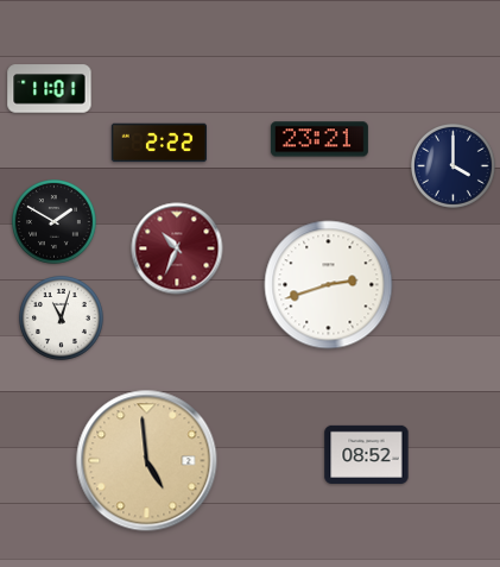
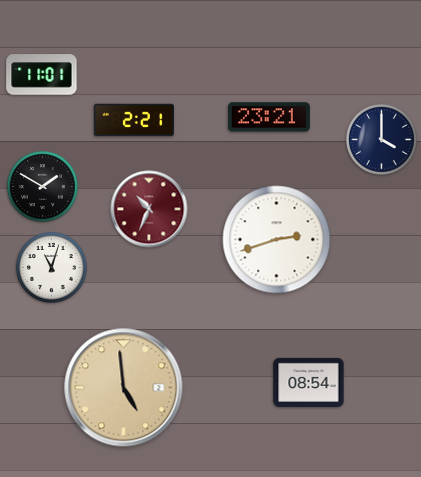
clock at (158, 143): 2:22 -> 2:21
clock at (55, 222) position: (55, 222) -> (43, 187)
clock at (367, 454): 08:52 -> 08:54
